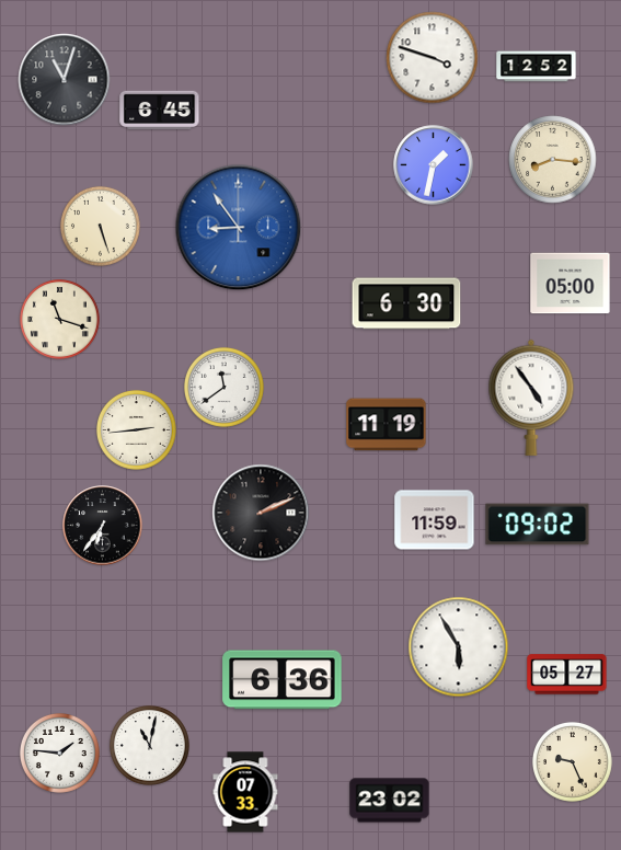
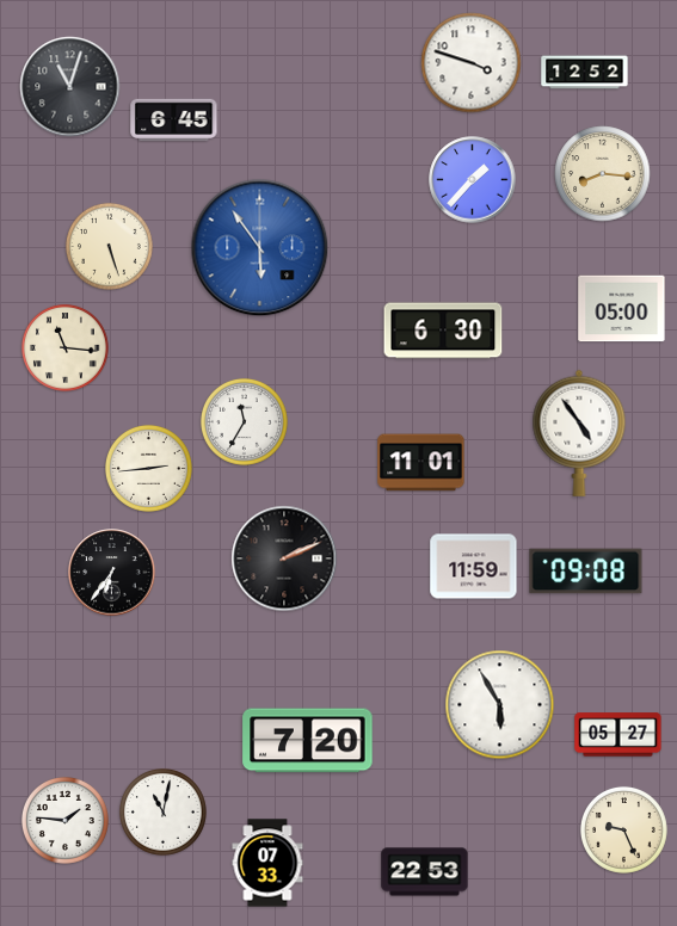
clock at (434, 165): 1:32 -> 1:37
clock at (239, 228): 8:54 -> 5:54
clock at (59, 319): 11:18 -> 11:16
clock at (223, 387): 11:39 -> 11:35
clock at (387, 425): 11:19 -> 11:01
clock at (538, 525): 09:02 -> 09:08
clock at (283, 680): 6:36 -> 7:20
clock at (390, 801): 23:02 -> 22:53
